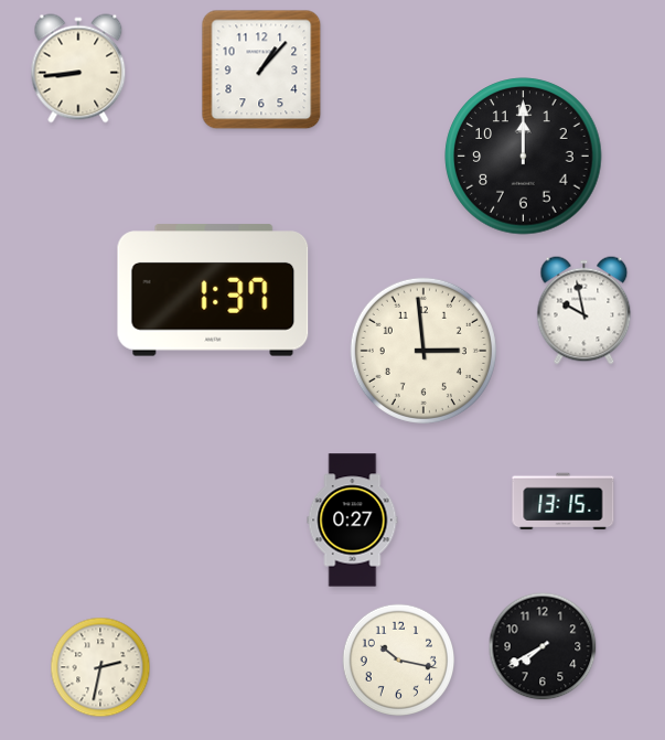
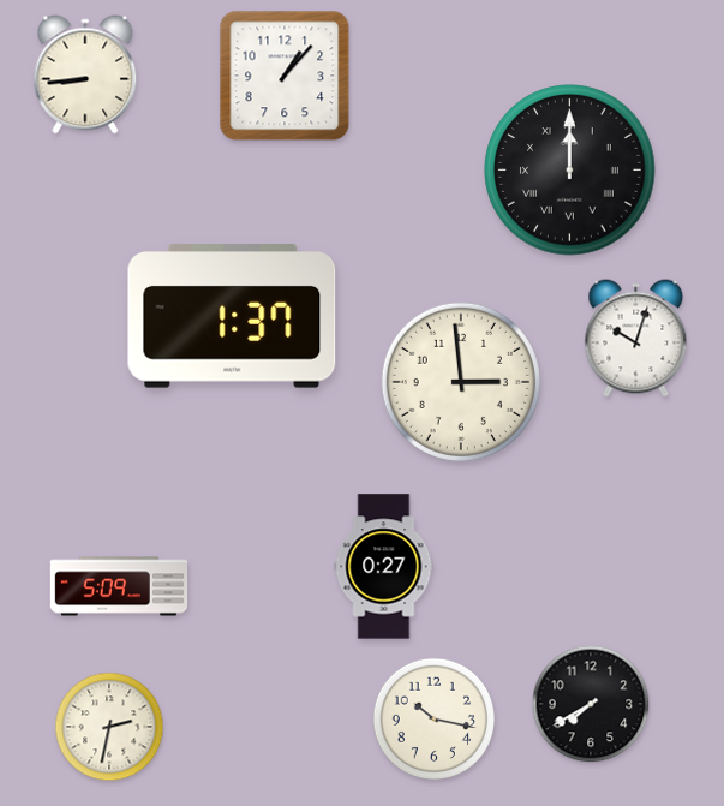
clock at (524, 157) numerals: Arabic -> Roman
clock at (584, 311): 9:58 -> 10:03
clock at (564, 502): 13:15 -> none
clock at (119, 586): none -> 5:09
